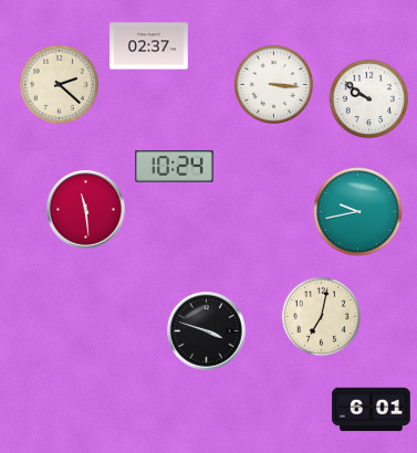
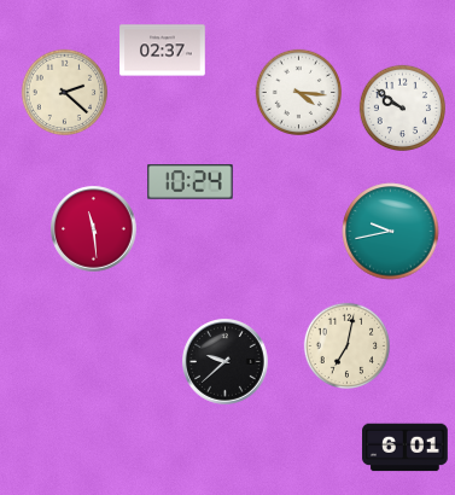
clock at (273, 84): 3:16 -> 4:16
clock at (321, 316) position: (321, 316) -> (346, 345)
clock at (207, 331): 3:48 -> 9:38
